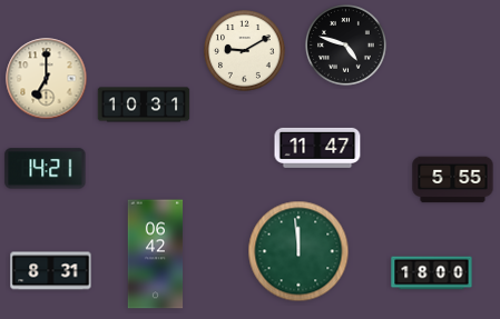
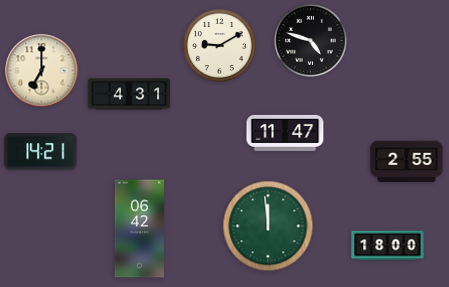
clock at (144, 104): 10:31 -> 4:31
clock at (453, 180): 5:55 -> 2:55
clock at (51, 271): 8:31 -> none
